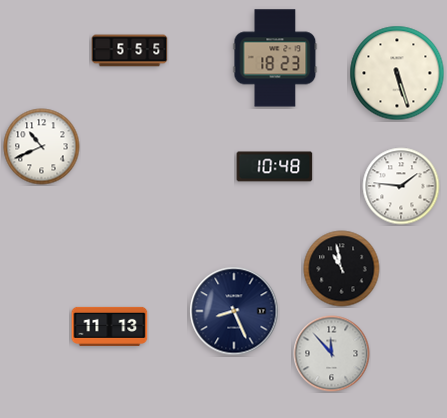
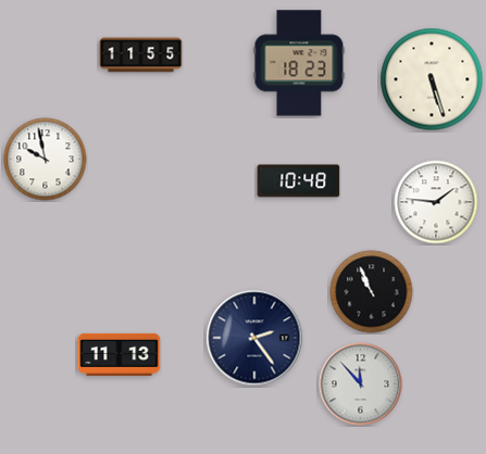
clock at (130, 51): 5:55 -> 11:55
clock at (42, 147): 10:41 -> 9:58
clock at (342, 269): 10:58 -> 10:56
clock at (234, 311): 8:26 -> 2:24
